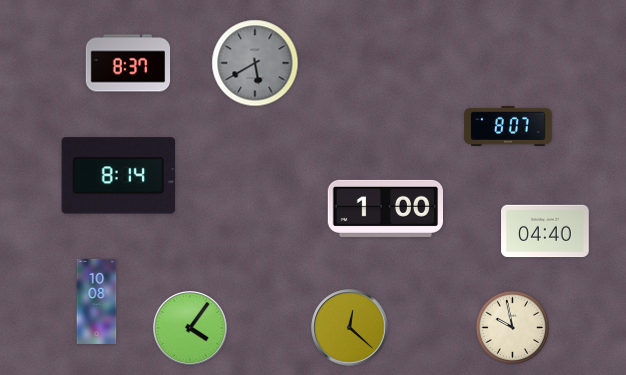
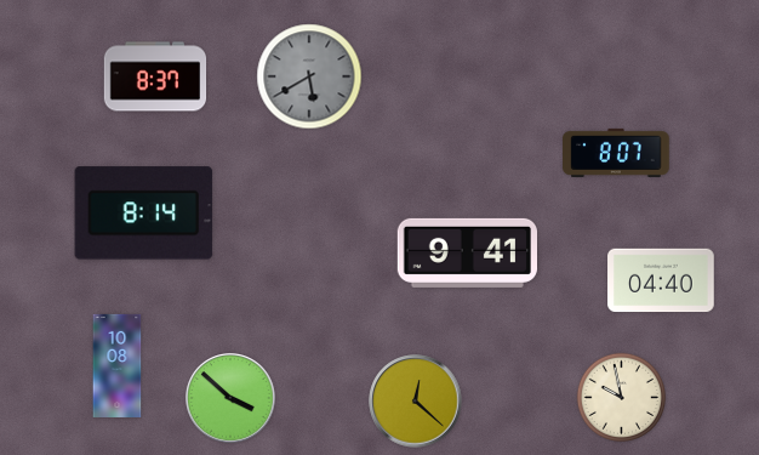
clock at (385, 208): 1:00 -> 9:41
clock at (350, 328) position: (350, 328) -> (416, 402)
clock at (191, 329): 4:06 -> 3:52
